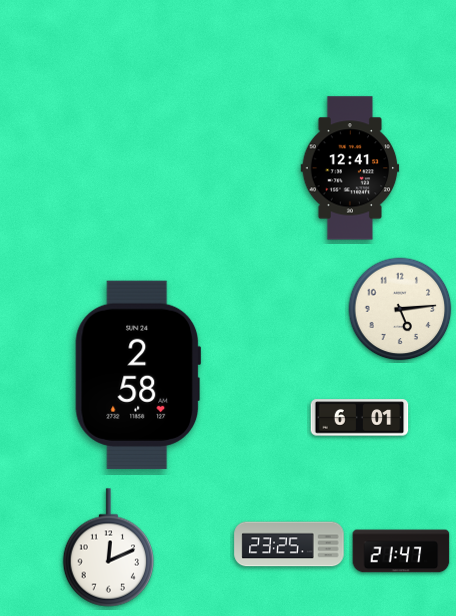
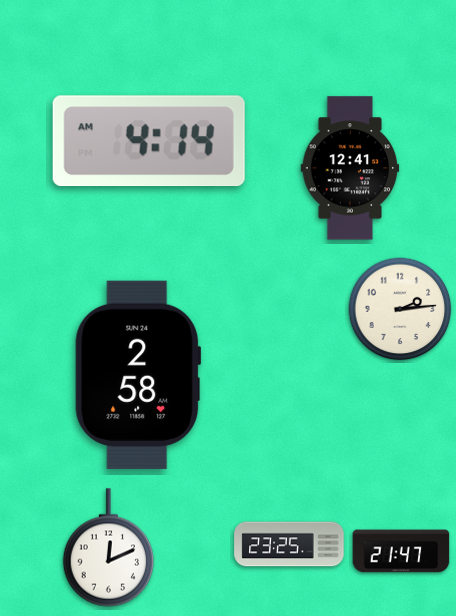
clock at (149, 141): none -> 4:14
clock at (400, 309): 5:14 -> 2:14
clock at (360, 418): 6:01 -> none
